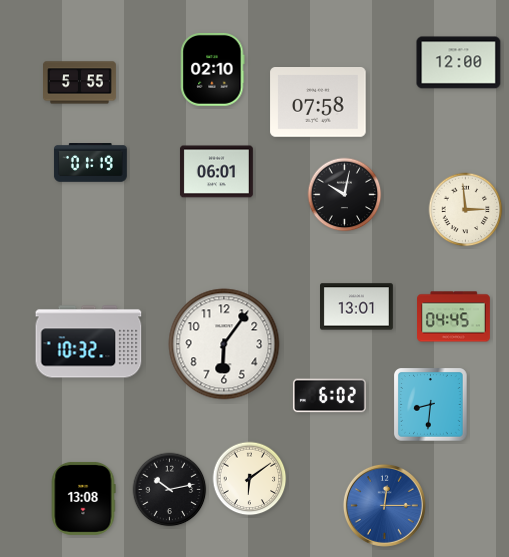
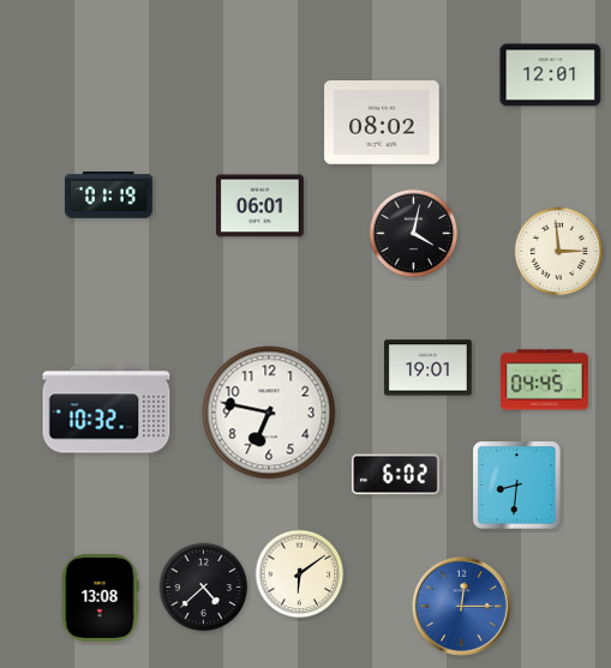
clock at (459, 63): 12:00 -> 12:01
clock at (213, 69): 02:10 -> none
clock at (80, 83): 5:55 -> none
clock at (318, 103): 07:58 -> 08:02
clock at (345, 195): 10:02 -> 4:02
clock at (357, 307): 13:01 -> 19:01
clock at (224, 344): 6:06 -> 6:47
clock at (170, 490): 10:13 -> 4:38
